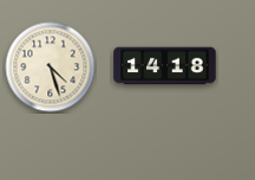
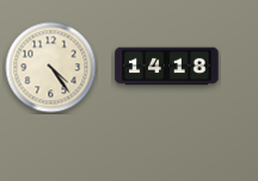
clock at (51, 67): 4:27 -> 4:24
